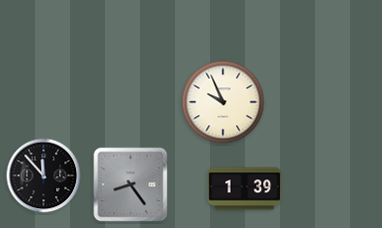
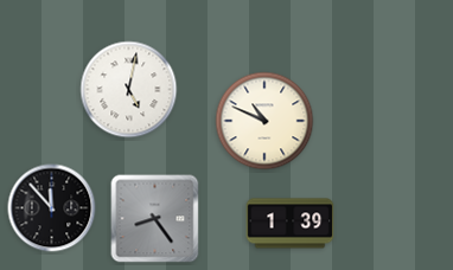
clock at (129, 90): none -> 5:02
clock at (223, 102): 9:56 -> 10:49
